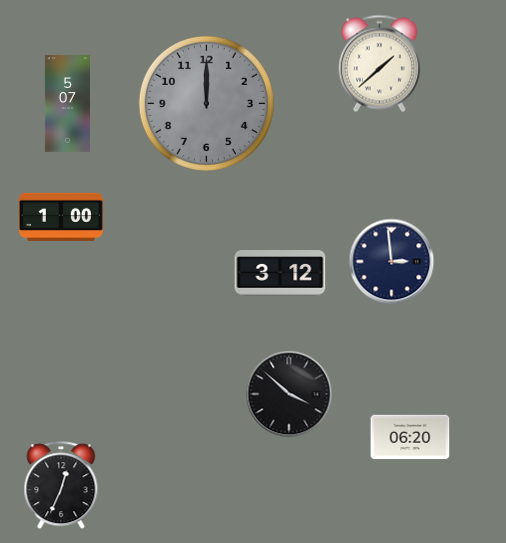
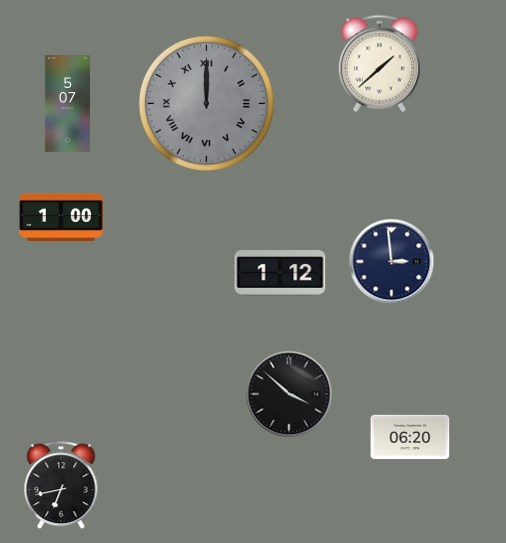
clock at (206, 103) numerals: Arabic -> Roman
clock at (280, 273): 3:12 -> 1:12
clock at (61, 486): 12:34 -> 6:43
